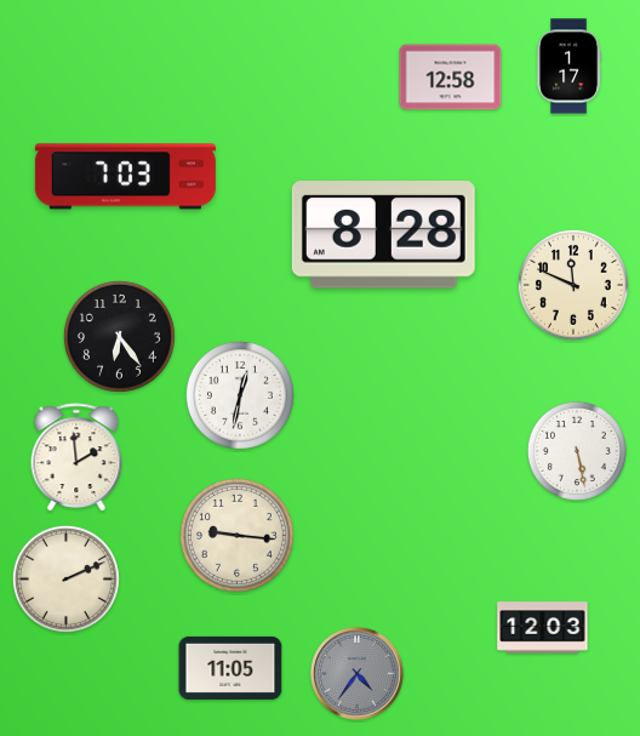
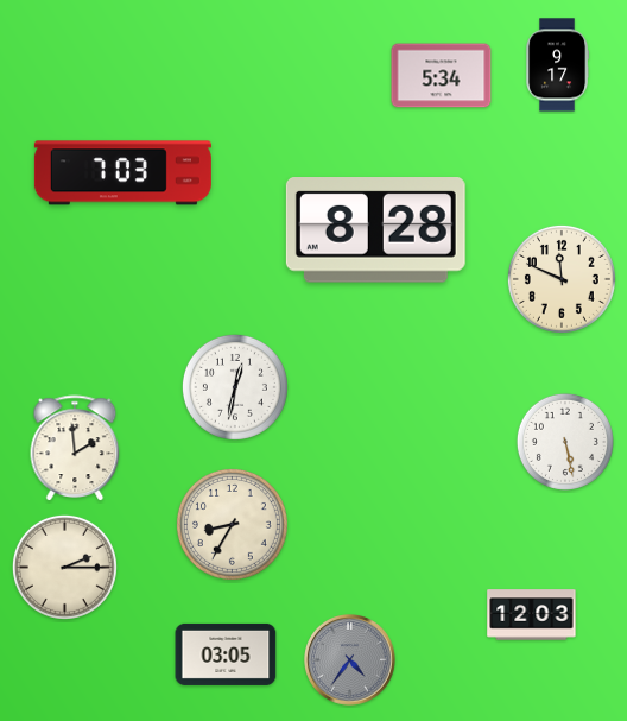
clock at (570, 67): 1:17 -> 9:17
clock at (451, 78): 12:58 -> 5:34
clock at (119, 336): 6:24 -> none
clock at (236, 535): 9:16 -> 8:35
clock at (65, 578): 2:11 -> 2:15
clock at (230, 668): 11:05 -> 03:05
